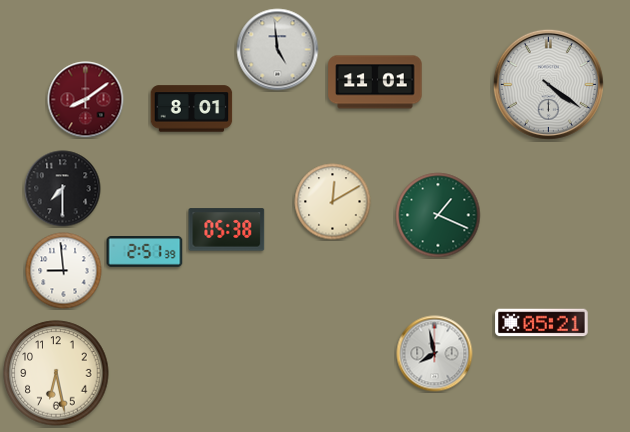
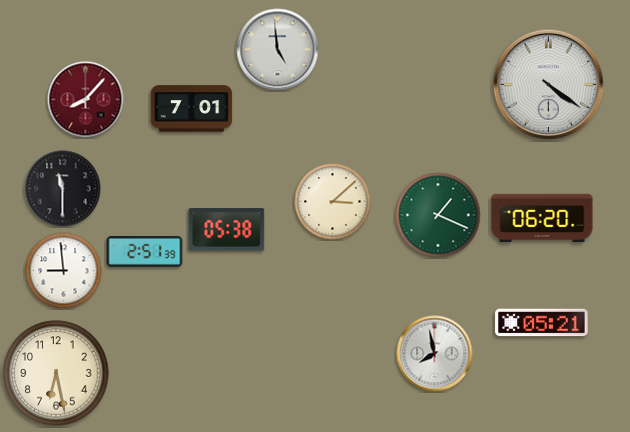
clock at (375, 82): 11:01 -> none
clock at (86, 100): 8:09 -> 8:07
clock at (192, 109): 8:01 -> 7:01
clock at (63, 189): 7:30 -> 11:30
clock at (333, 202): 12:10 -> 3:08
clock at (542, 217): none -> 06:20
